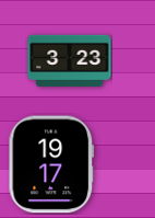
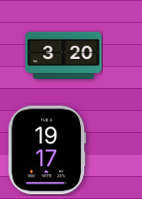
clock at (70, 60): 3:23 -> 3:20
